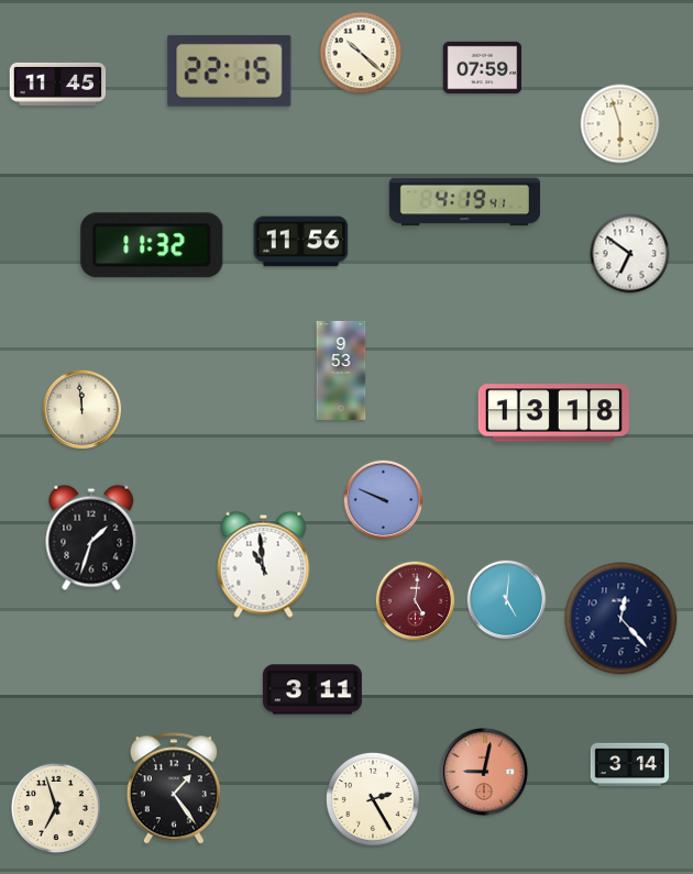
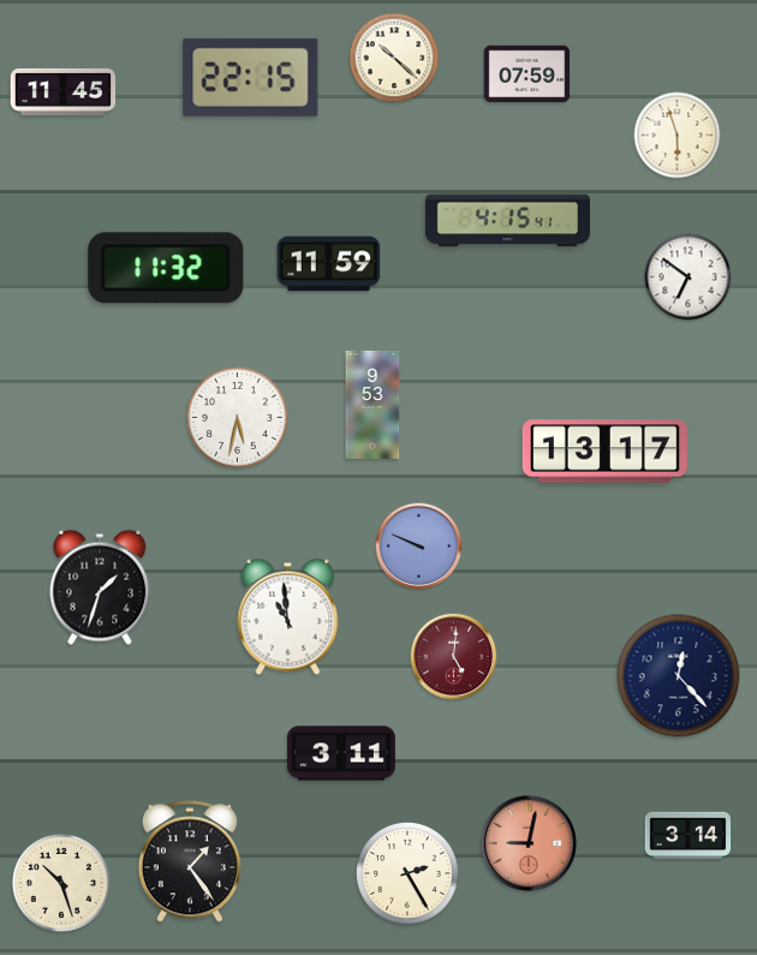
clock at (464, 202): 4:19 -> 4:15
clock at (301, 242): 11:56 -> 11:59
clock at (237, 417): none -> 5:32
clock at (82, 410): 11:59 -> none
clock at (553, 413): 13:18 -> 13:17
clock at (507, 600): 5:01 -> none
clock at (56, 808): 6:57 -> 10:27
